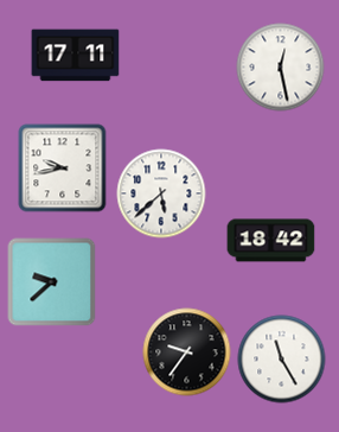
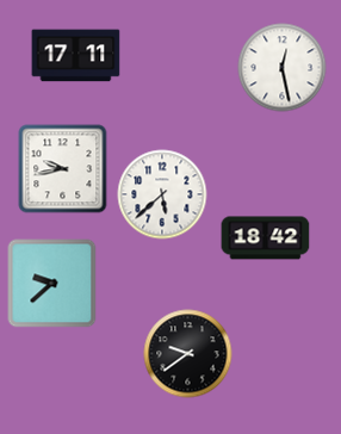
clock at (271, 241) position: (271, 241) -> (266, 238)
clock at (187, 352): 9:36 -> 9:39
clock at (282, 360): 11:25 -> none
